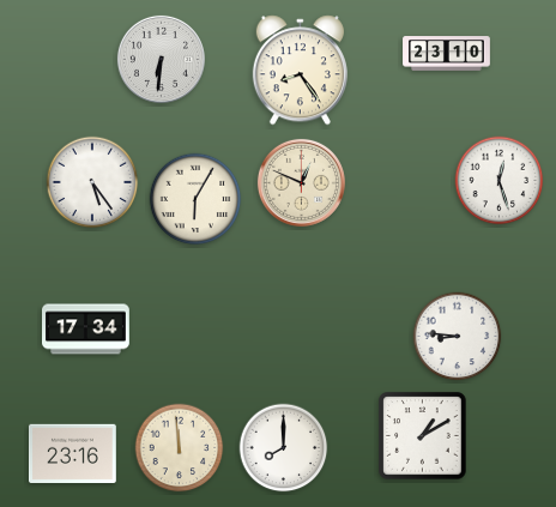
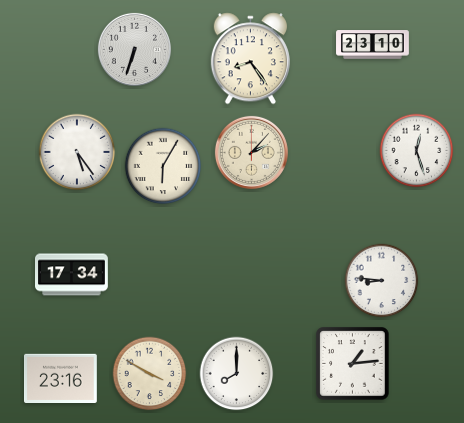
clock at (161, 59): 6:31 -> 6:33
clock at (301, 182): 12:49 -> 2:07
clock at (423, 436): 1:10 -> 1:14
clock at (180, 448): 11:59 -> 3:50
